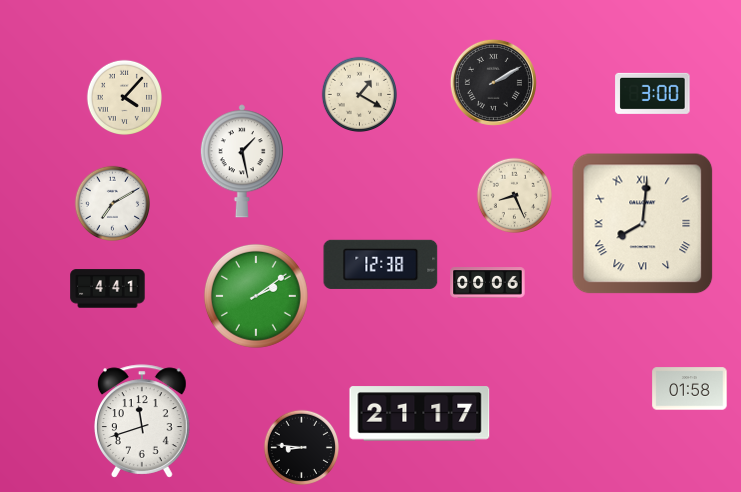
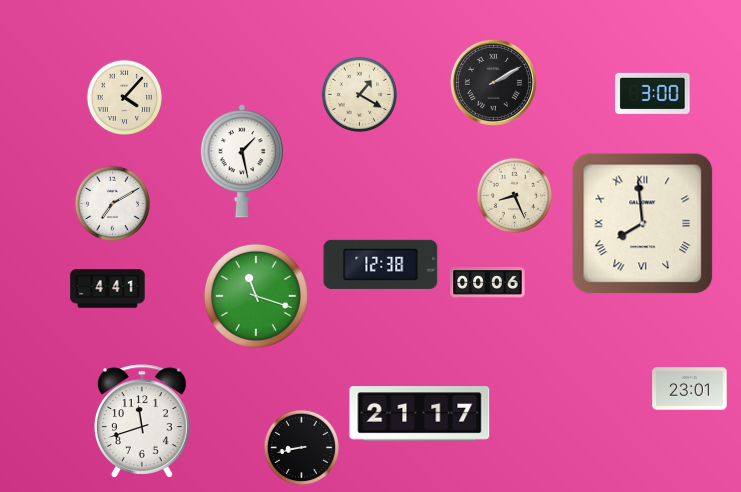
clock at (643, 224): 8:01 -> 7:59
clock at (256, 296): 2:09 -> 11:18
clock at (690, 389): 01:58 -> 23:01
clock at (302, 448): 8:46 -> 8:43
